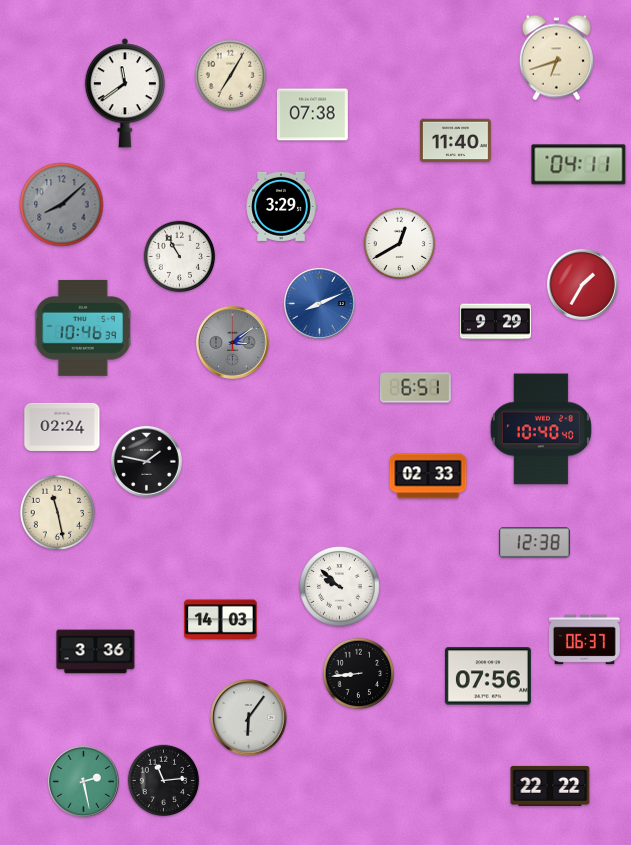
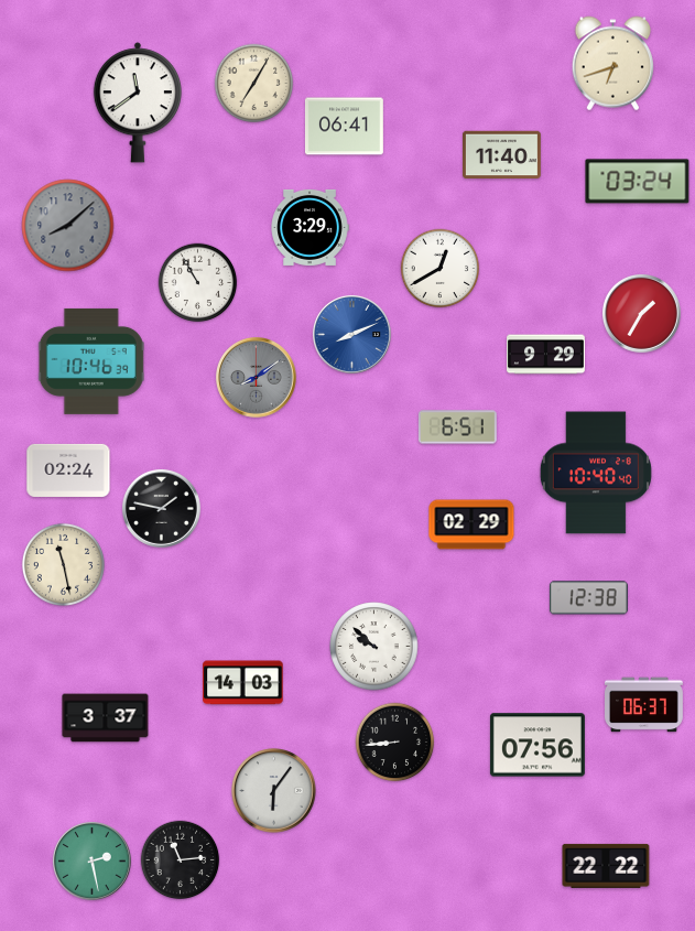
clock at (312, 115): 07:38 -> 06:41
clock at (579, 165): 04:11 -> 03:24
clock at (233, 343): 3:09 -> 8:09
clock at (428, 476): 02:33 -> 02:29
clock at (96, 652): 3:36 -> 3:37
